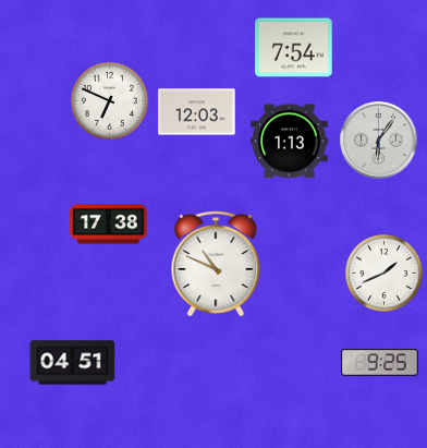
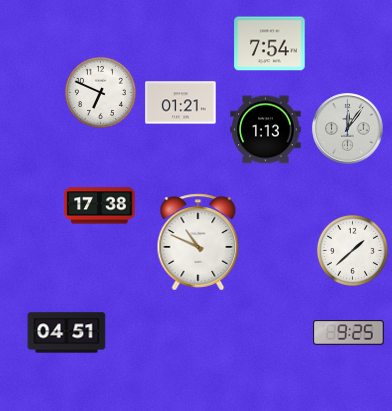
clock at (197, 112): 12:03 -> 01:21
clock at (379, 141): 6:06 -> 12:06
clock at (383, 273): 1:41 -> 1:38
